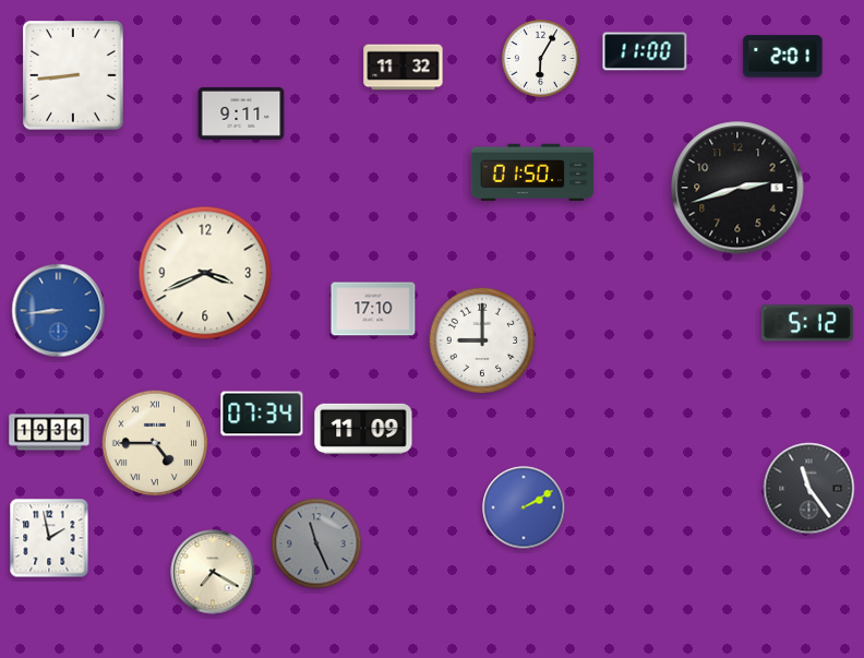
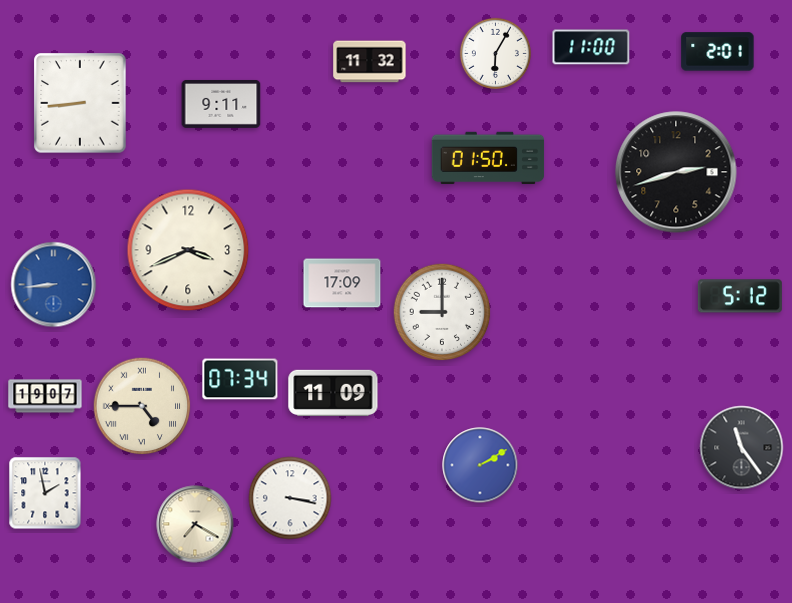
clock at (73, 75) position: (73, 75) -> (80, 103)
clock at (373, 309): 17:10 -> 17:09
clock at (49, 432): 19:36 -> 19:07
clock at (316, 543): 11:26 -> 3:17
clock at (316, 543) dial: grey -> white
